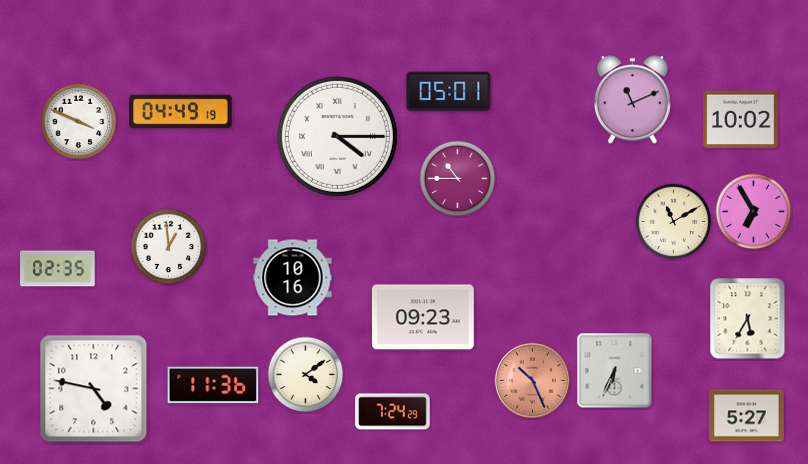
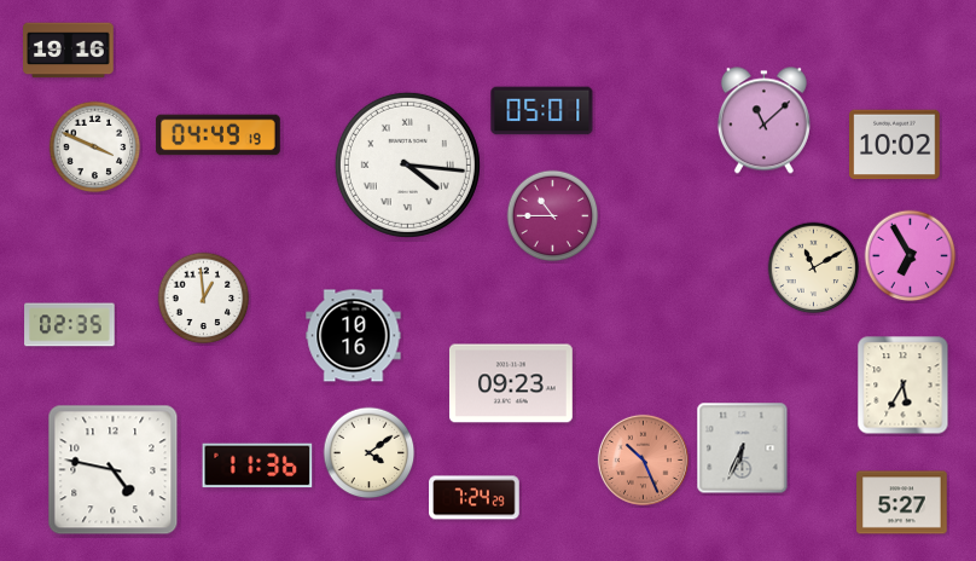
clock at (69, 51): none -> 19:16
clock at (632, 100): 11:11 -> 11:08
clock at (337, 136): 4:15 -> 4:16
